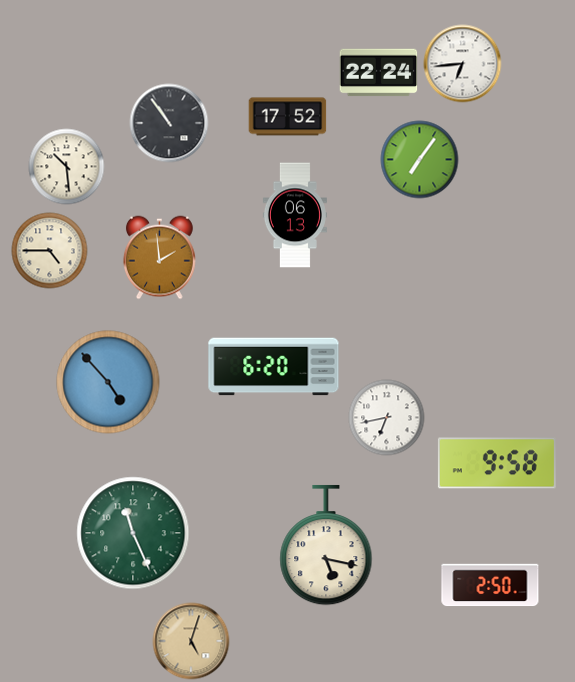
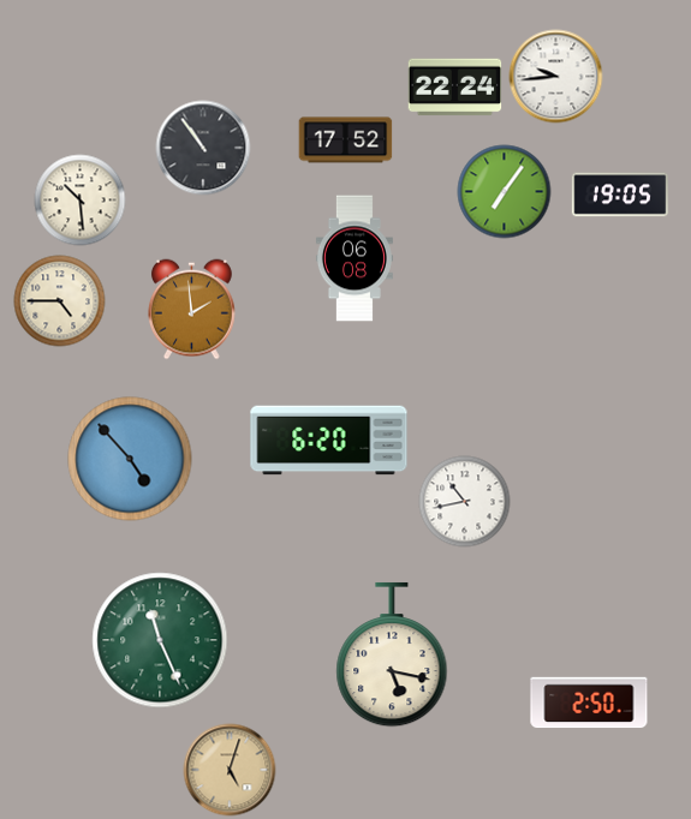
clock at (463, 64): 6:44 -> 9:44
clock at (620, 195): none -> 19:05
clock at (295, 215): 06:13 -> 06:08
clock at (387, 418): 6:43 -> 10:43
clock at (497, 463): 9:58 -> none
